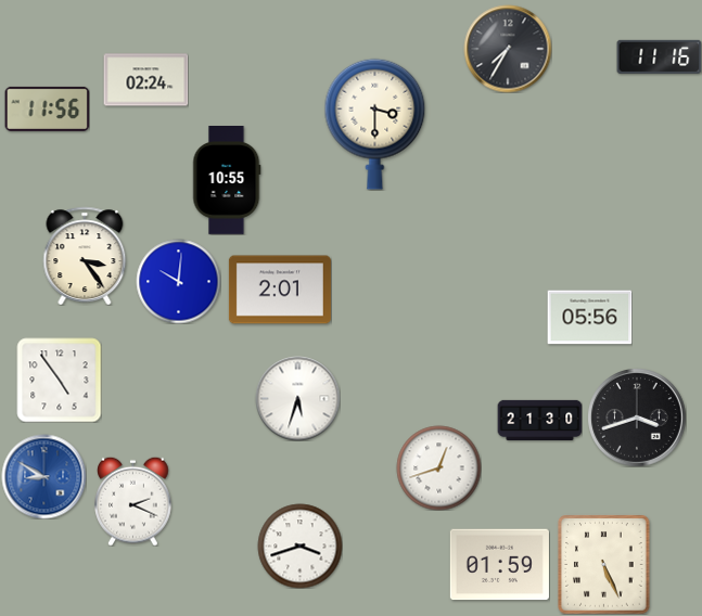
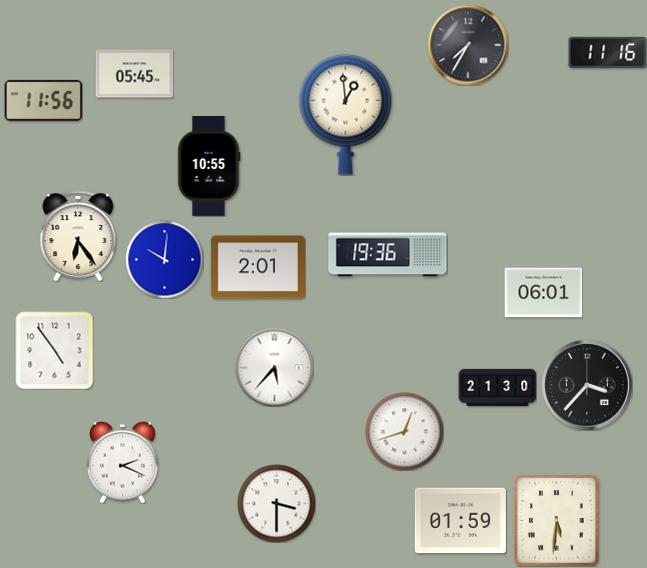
clock at (145, 80): 02:24 -> 05:45
clock at (375, 124): 3:30 -> 12:59
clock at (85, 256): 3:24 -> 6:24
clock at (388, 255): none -> 19:36
clock at (589, 318): 05:56 -> 06:01
clock at (297, 398): 5:33 -> 5:37
clock at (637, 418): 3:42 -> 3:37
clock at (43, 476): 8:50 -> none
clock at (299, 546): 3:42 -> 3:30
clock at (604, 564): 5:26 -> 5:31
